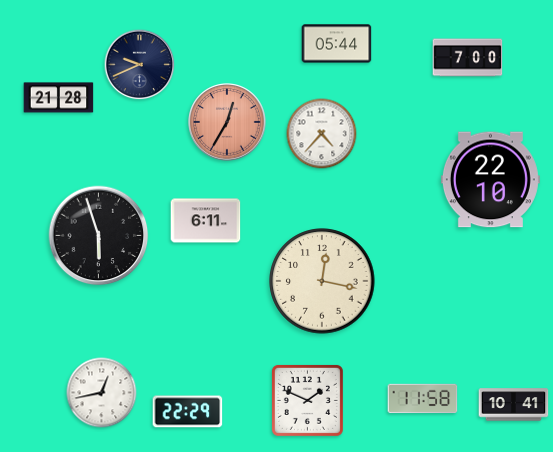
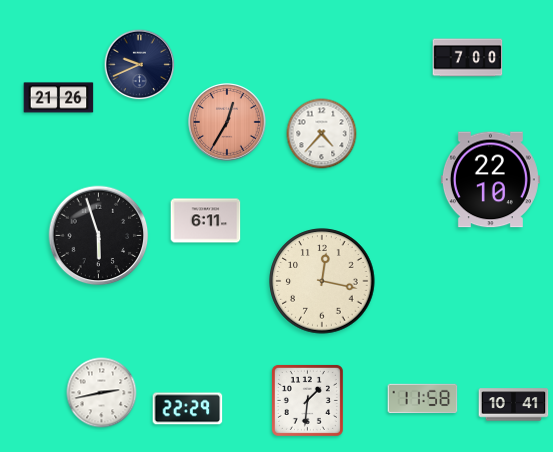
clock at (337, 44): 05:44 -> none
clock at (59, 98): 21:28 -> 21:26
clock at (102, 393): 12:43 -> 2:43
clock at (307, 400): 1:49 -> 1:31
clock at (188, 412) position: (188, 412) -> (188, 409)
